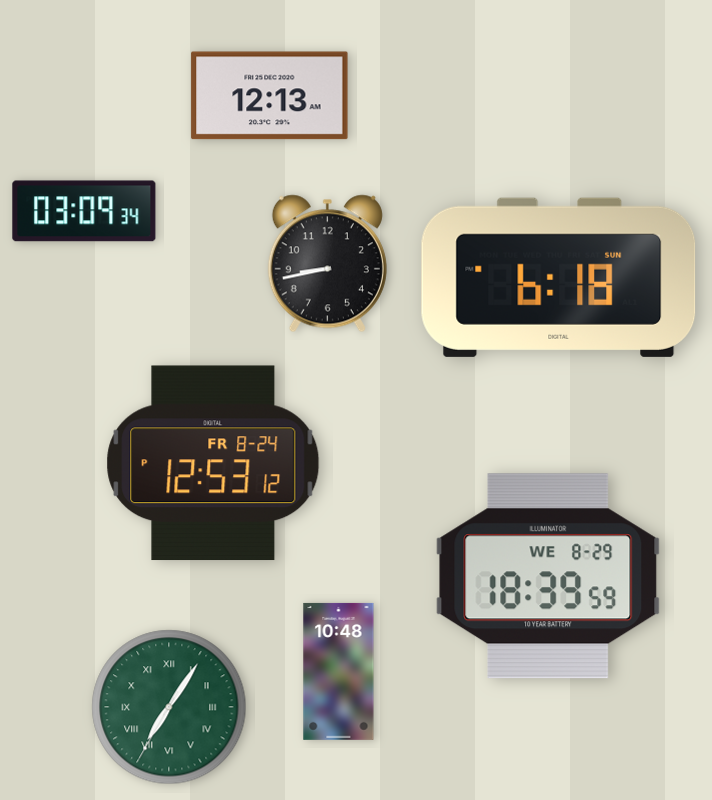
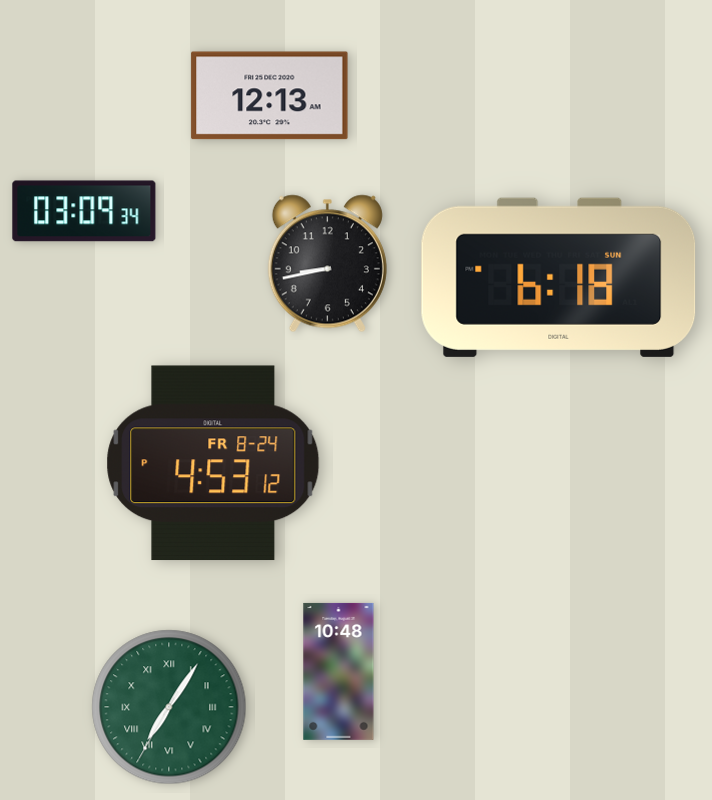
clock at (213, 463): 12:53 -> 4:53
clock at (548, 576): 18:39 -> none
